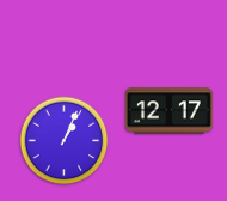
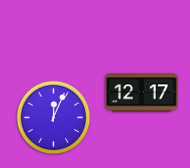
clock at (65, 141): 1:04 -> 12:04
